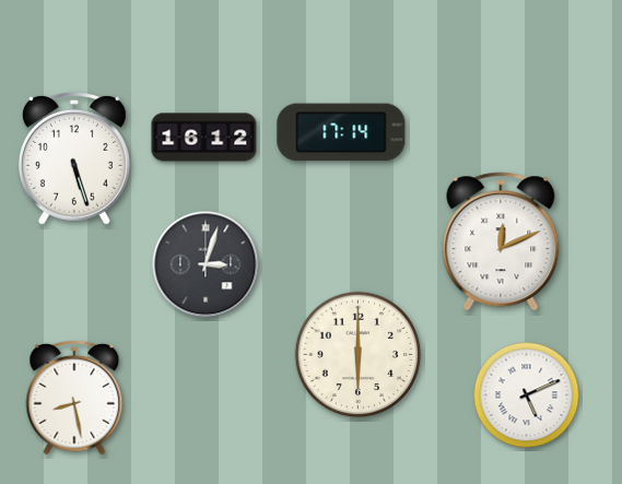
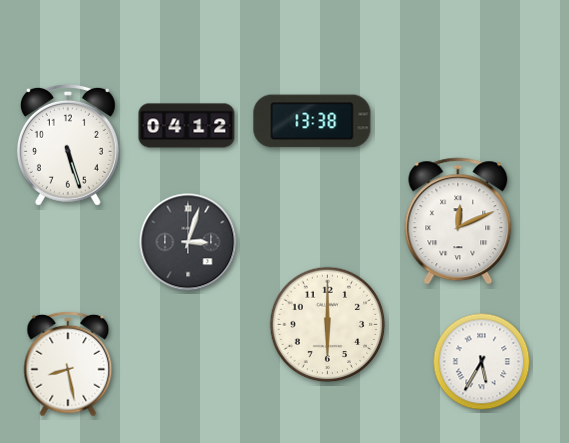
clock at (341, 132): 17:14 -> 13:38
clock at (204, 138): 16:12 -> 04:12
clock at (527, 396): 5:11 -> 5:35
